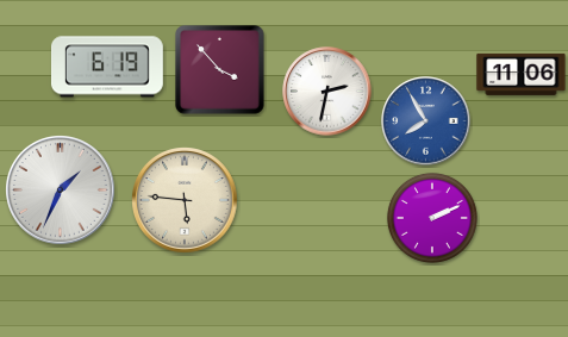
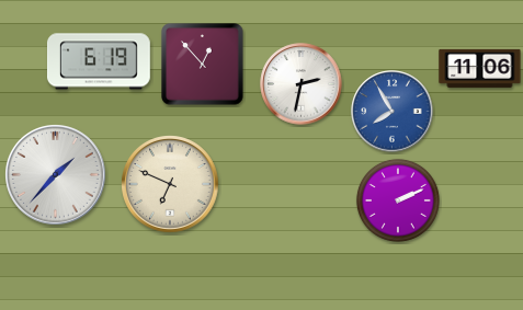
clock at (220, 70): 3:53 -> 12:53
clock at (61, 191): 1:34 -> 1:37
clock at (185, 200): 5:46 -> 6:49
